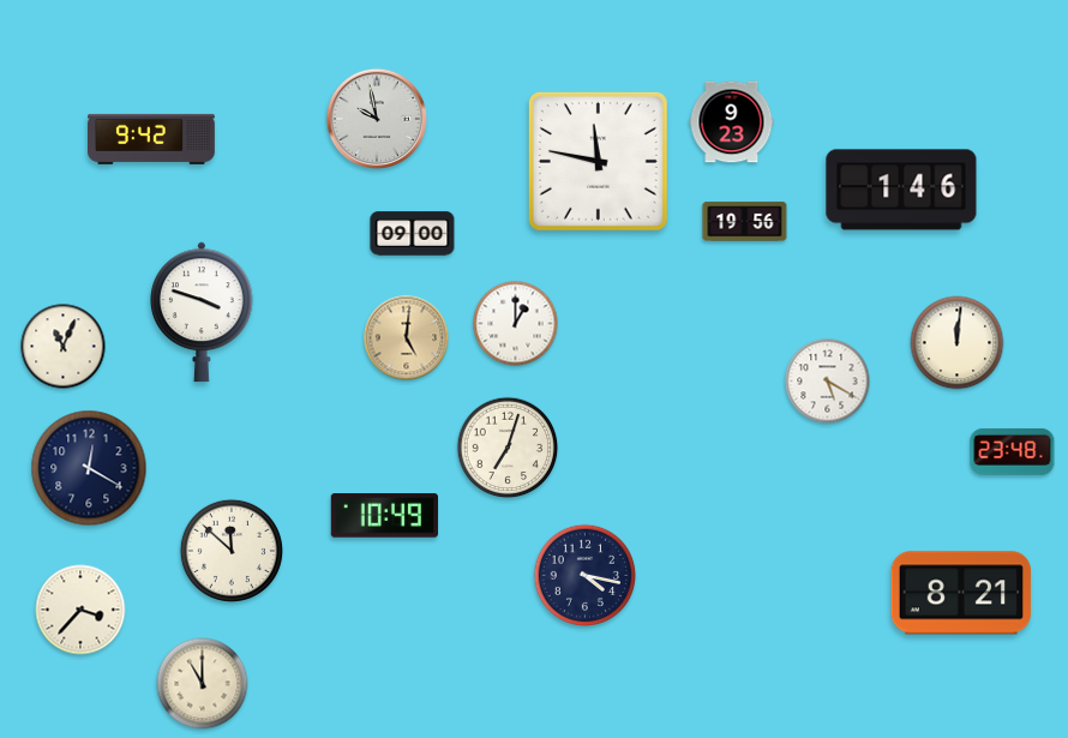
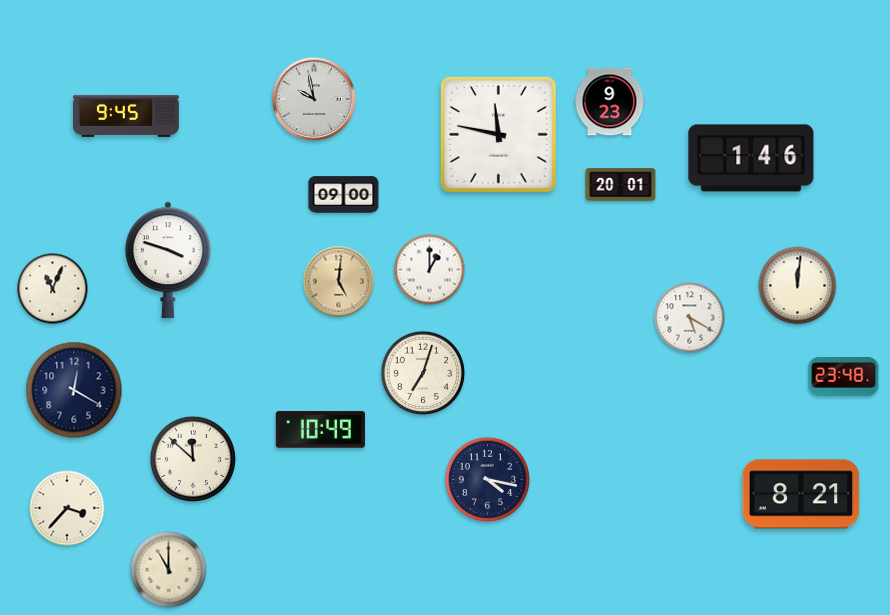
clock at (152, 139): 9:42 -> 9:45
clock at (745, 222): 19:56 -> 20:01
